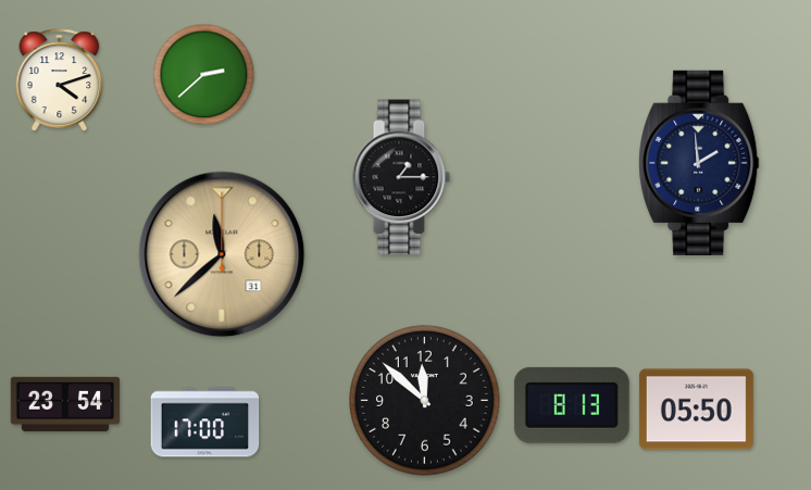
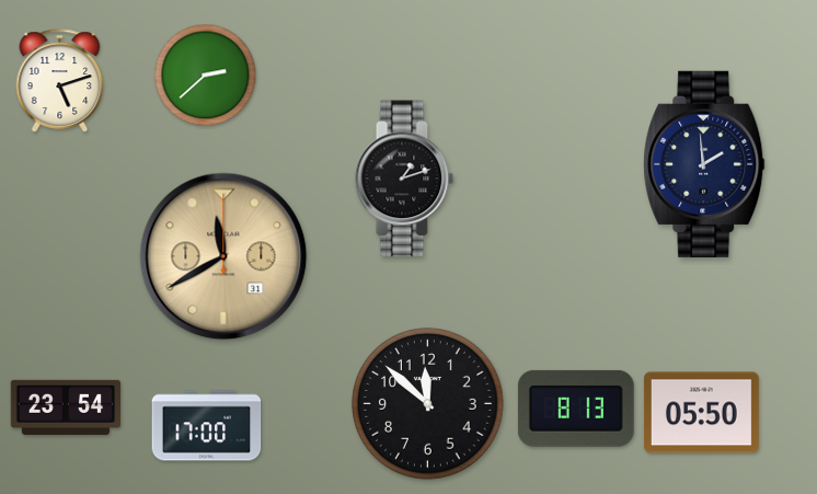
clock at (60, 80): 4:12 -> 5:12
clock at (401, 177): 1:15 -> 1:12
clock at (222, 254): 11:38 -> 11:40
